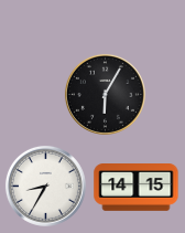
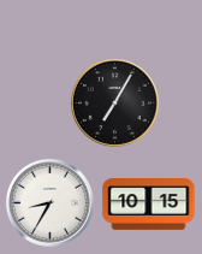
clock at (105, 94): 6:05 -> 7:05
clock at (137, 188): 14:15 -> 10:15
